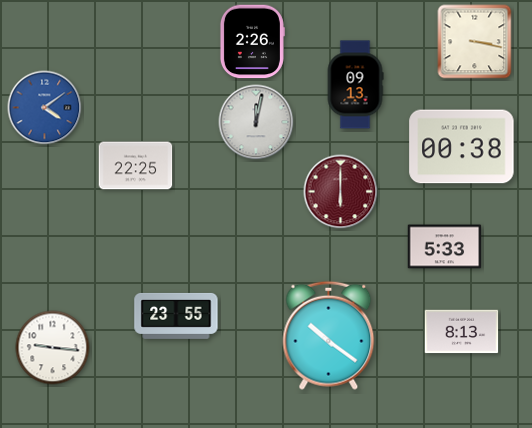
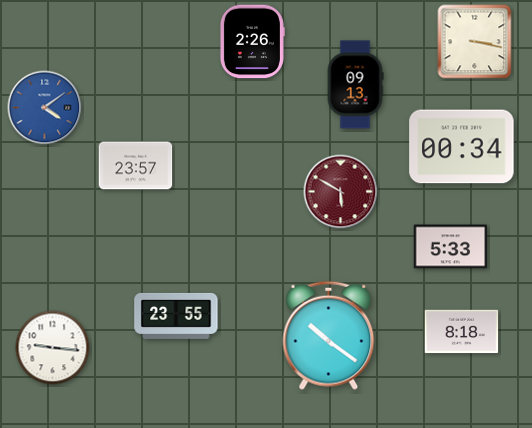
clock at (256, 122): 12:02 -> none
clock at (462, 147): 00:38 -> 00:34
clock at (136, 166): 22:25 -> 23:57
clock at (341, 192): 6:00 -> 5:50
clock at (445, 247) position: (445, 247) -> (451, 247)
clock at (462, 332): 8:13 -> 8:18
